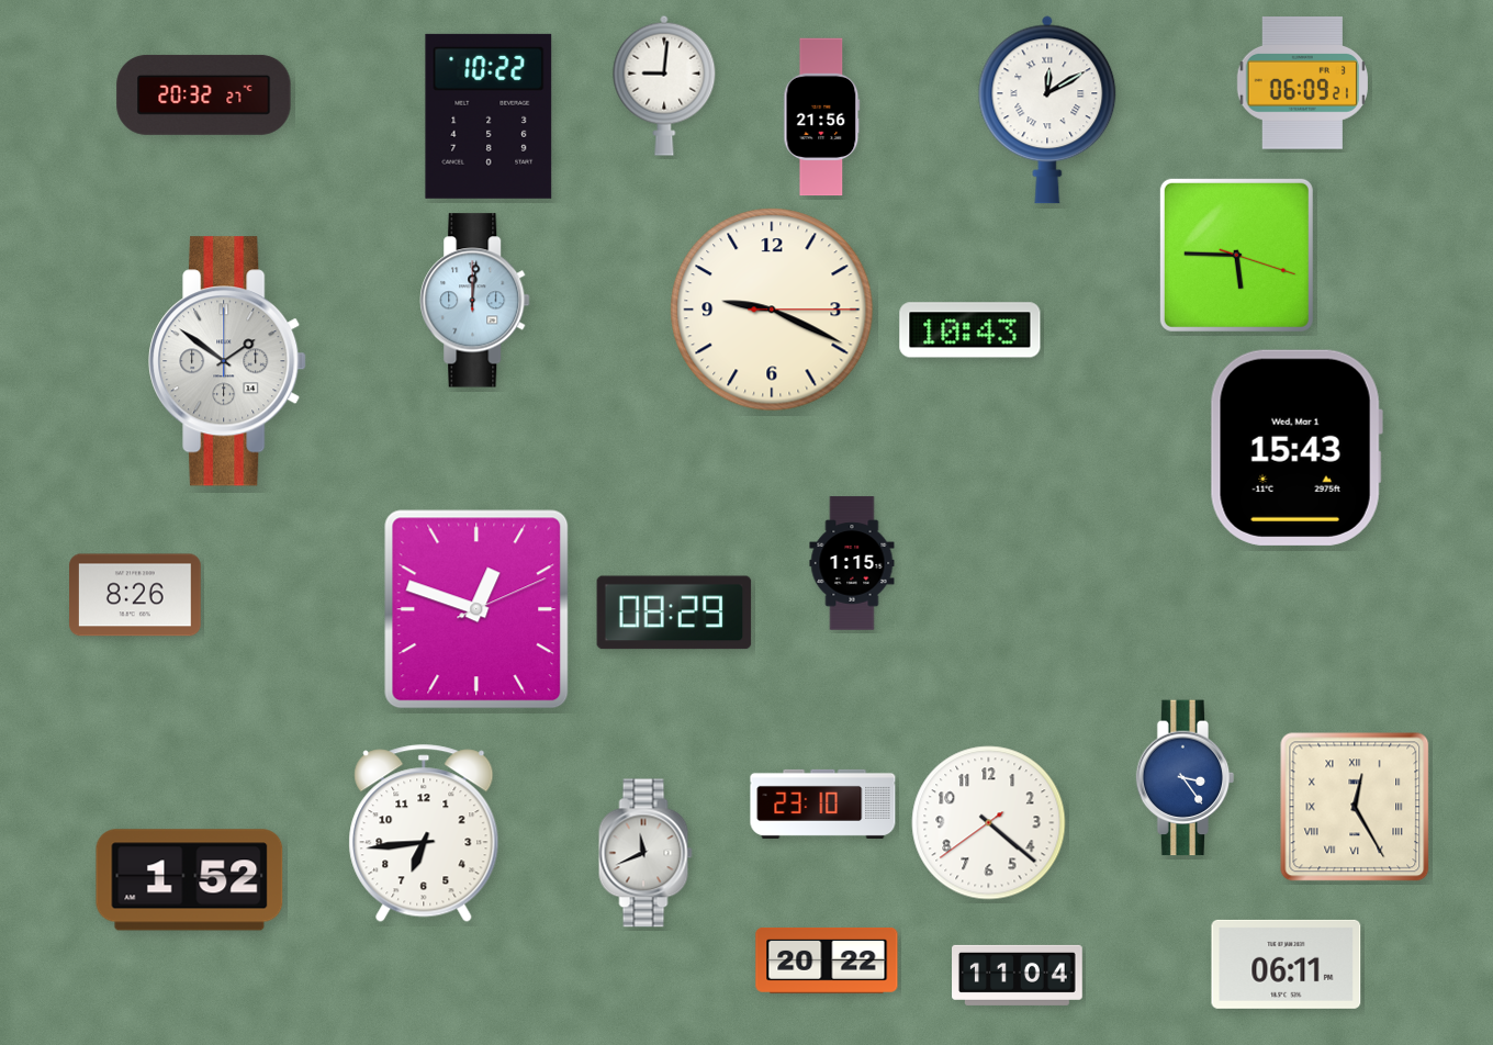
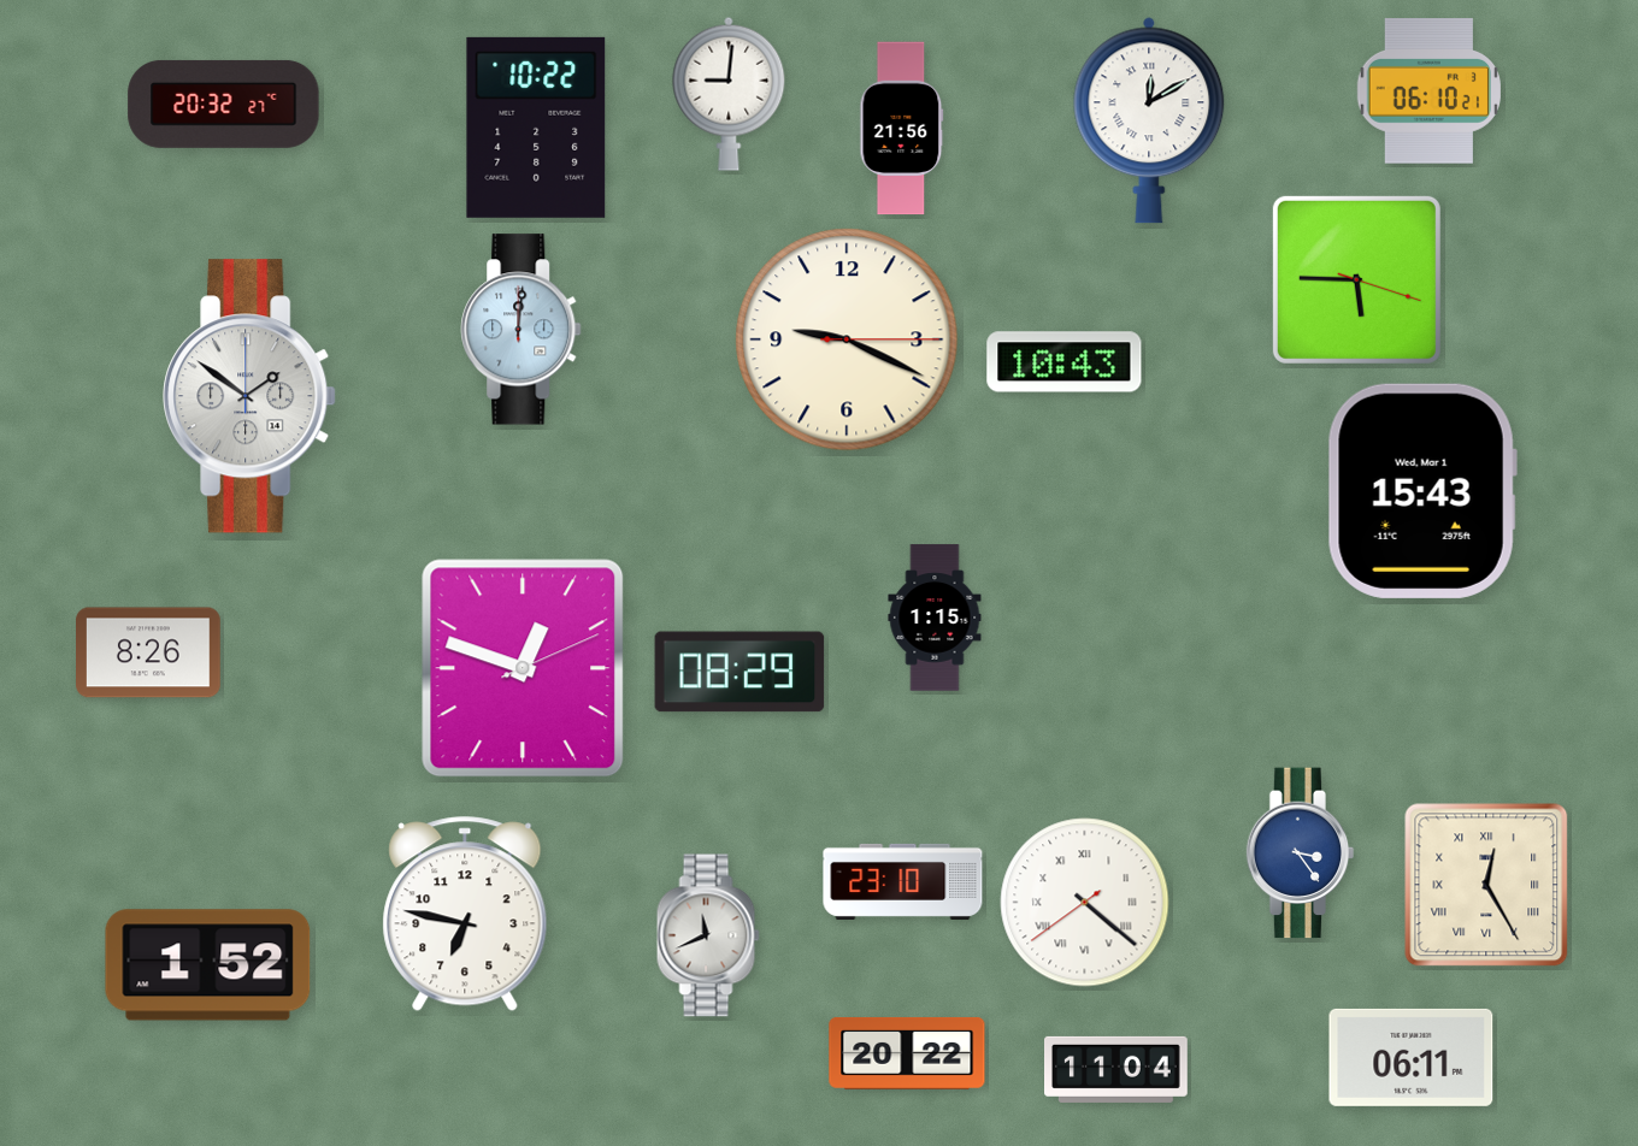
clock at (1302, 83): 06:09 -> 06:10
clock at (989, 823) numerals: Arabic -> Roman
clock at (424, 833): 6:44 -> 6:47
